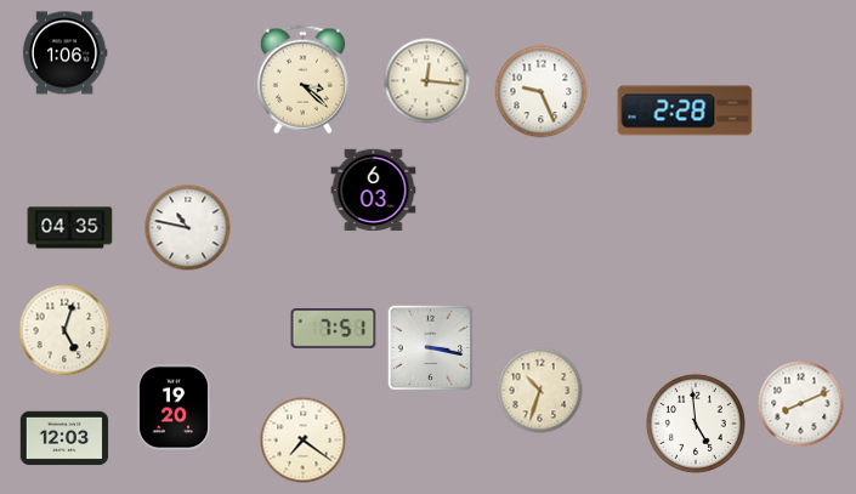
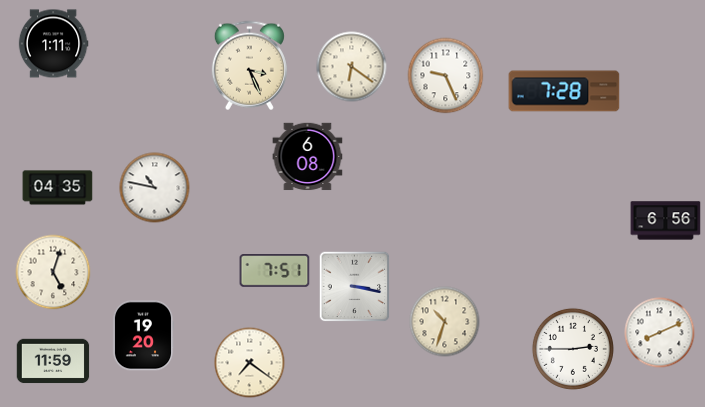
clock at (64, 53): 1:06 -> 1:11
clock at (302, 80): 3:22 -> 3:26
clock at (427, 81): 12:16 -> 6:21
clock at (685, 110): 2:28 -> 7:28
clock at (374, 191): 6:03 -> 6:08
clock at (666, 221): none -> 6:56
clock at (696, 424): 4:59 -> 2:45
clock at (64, 438): 12:03 -> 11:59
